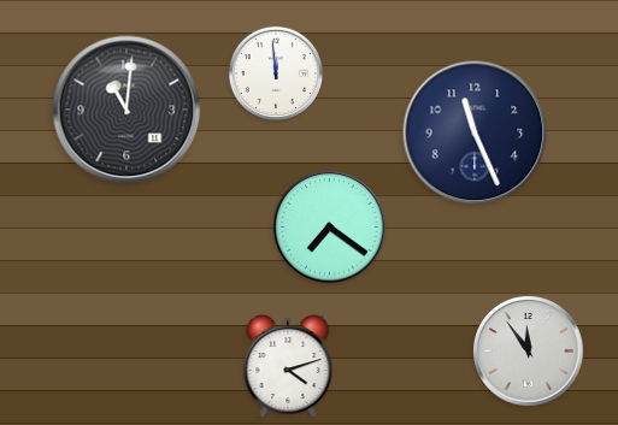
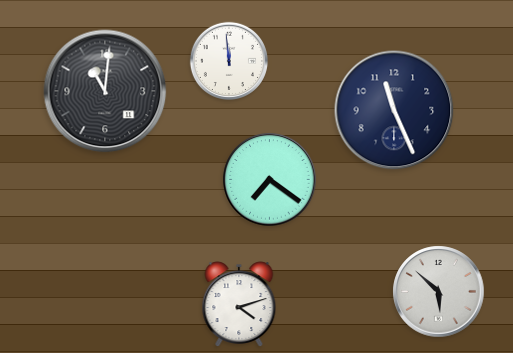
clock at (330, 228) position: (330, 228) -> (270, 180)
clock at (529, 352): 11:54 -> 5:52
